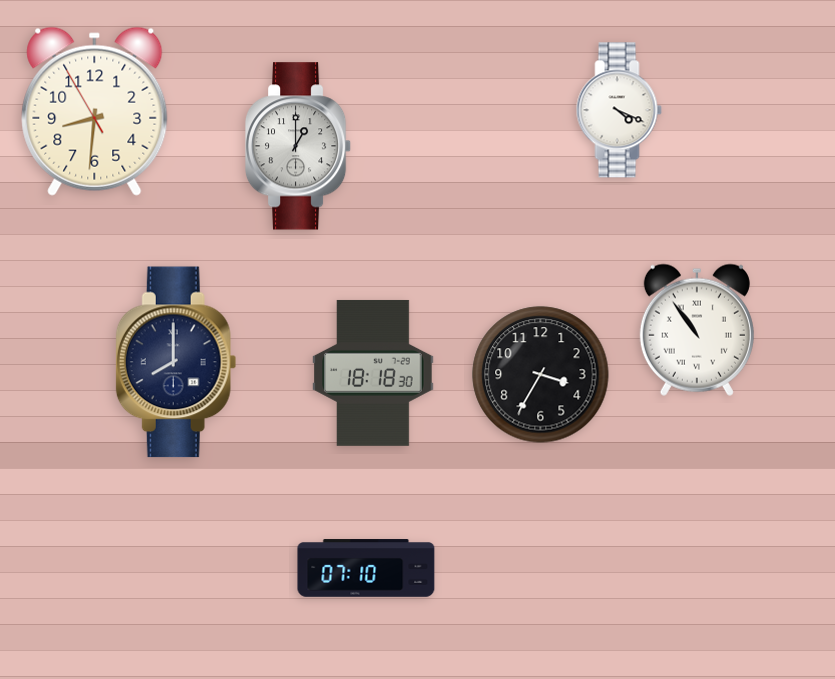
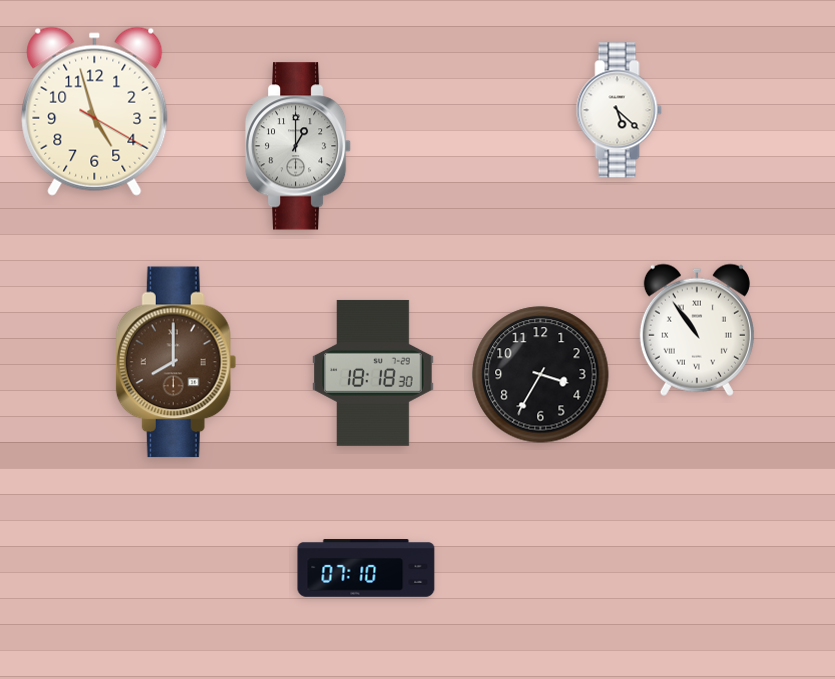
clock at (619, 110): 4:19 -> 5:22
clock at (95, 111): 8:30 -> 4:57
clock at (176, 362) dial: navy -> brown
